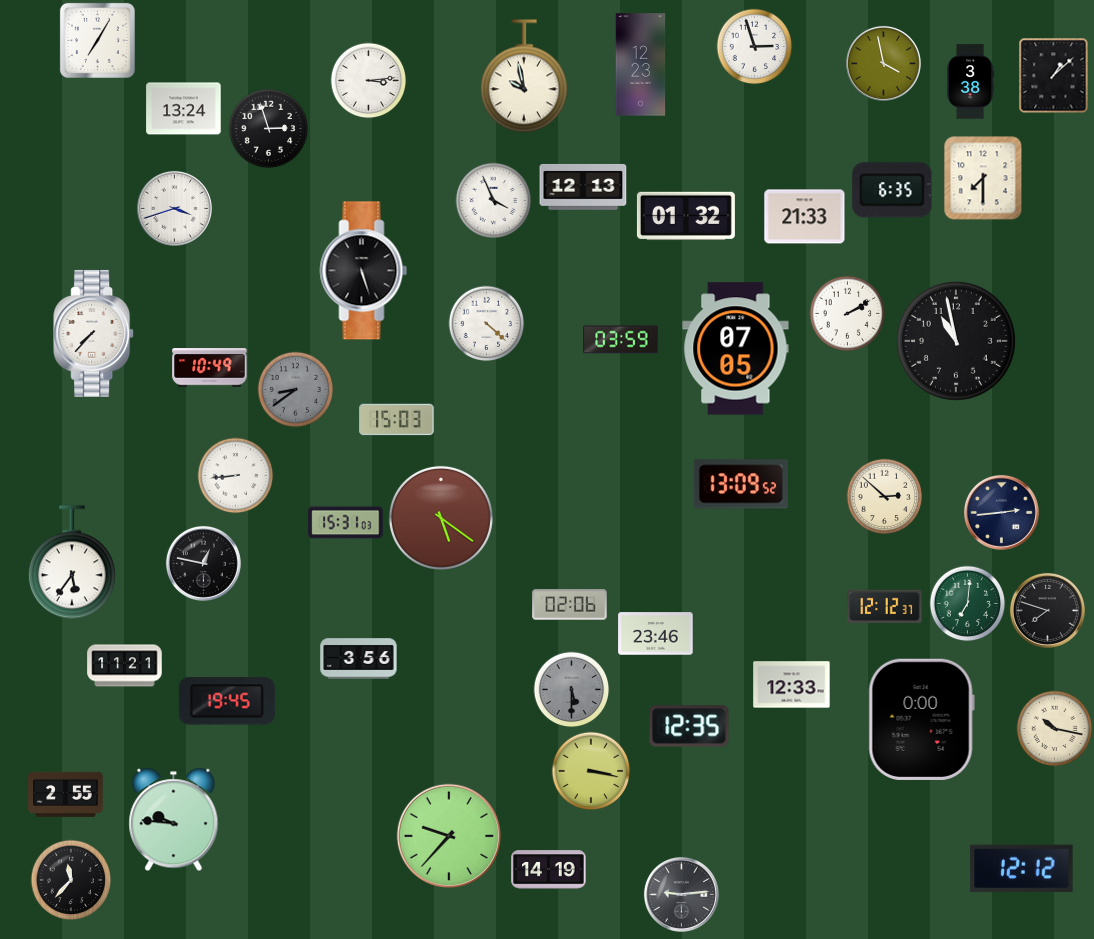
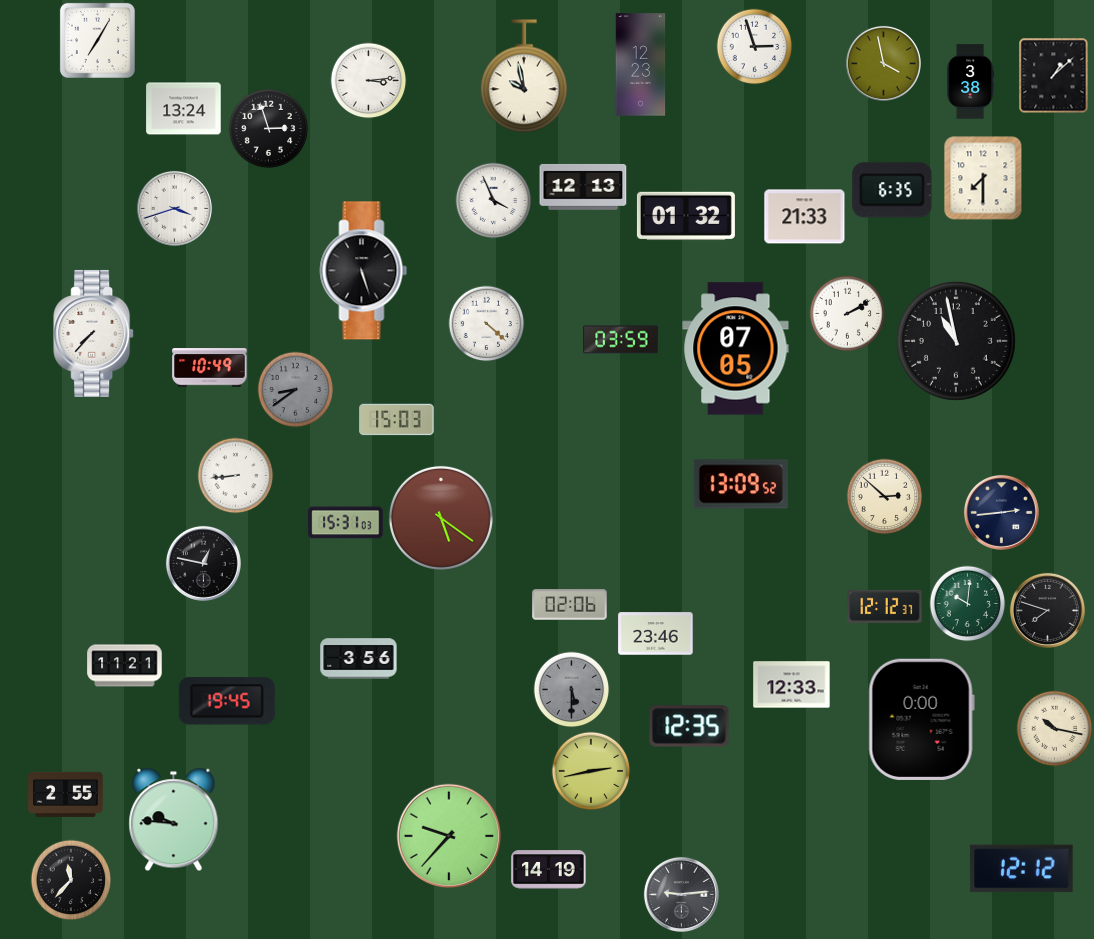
clock at (72, 562): 5:36 -> none
clock at (968, 604): 7:01 -> 10:01
clock at (591, 771): 3:17 -> 2:43
